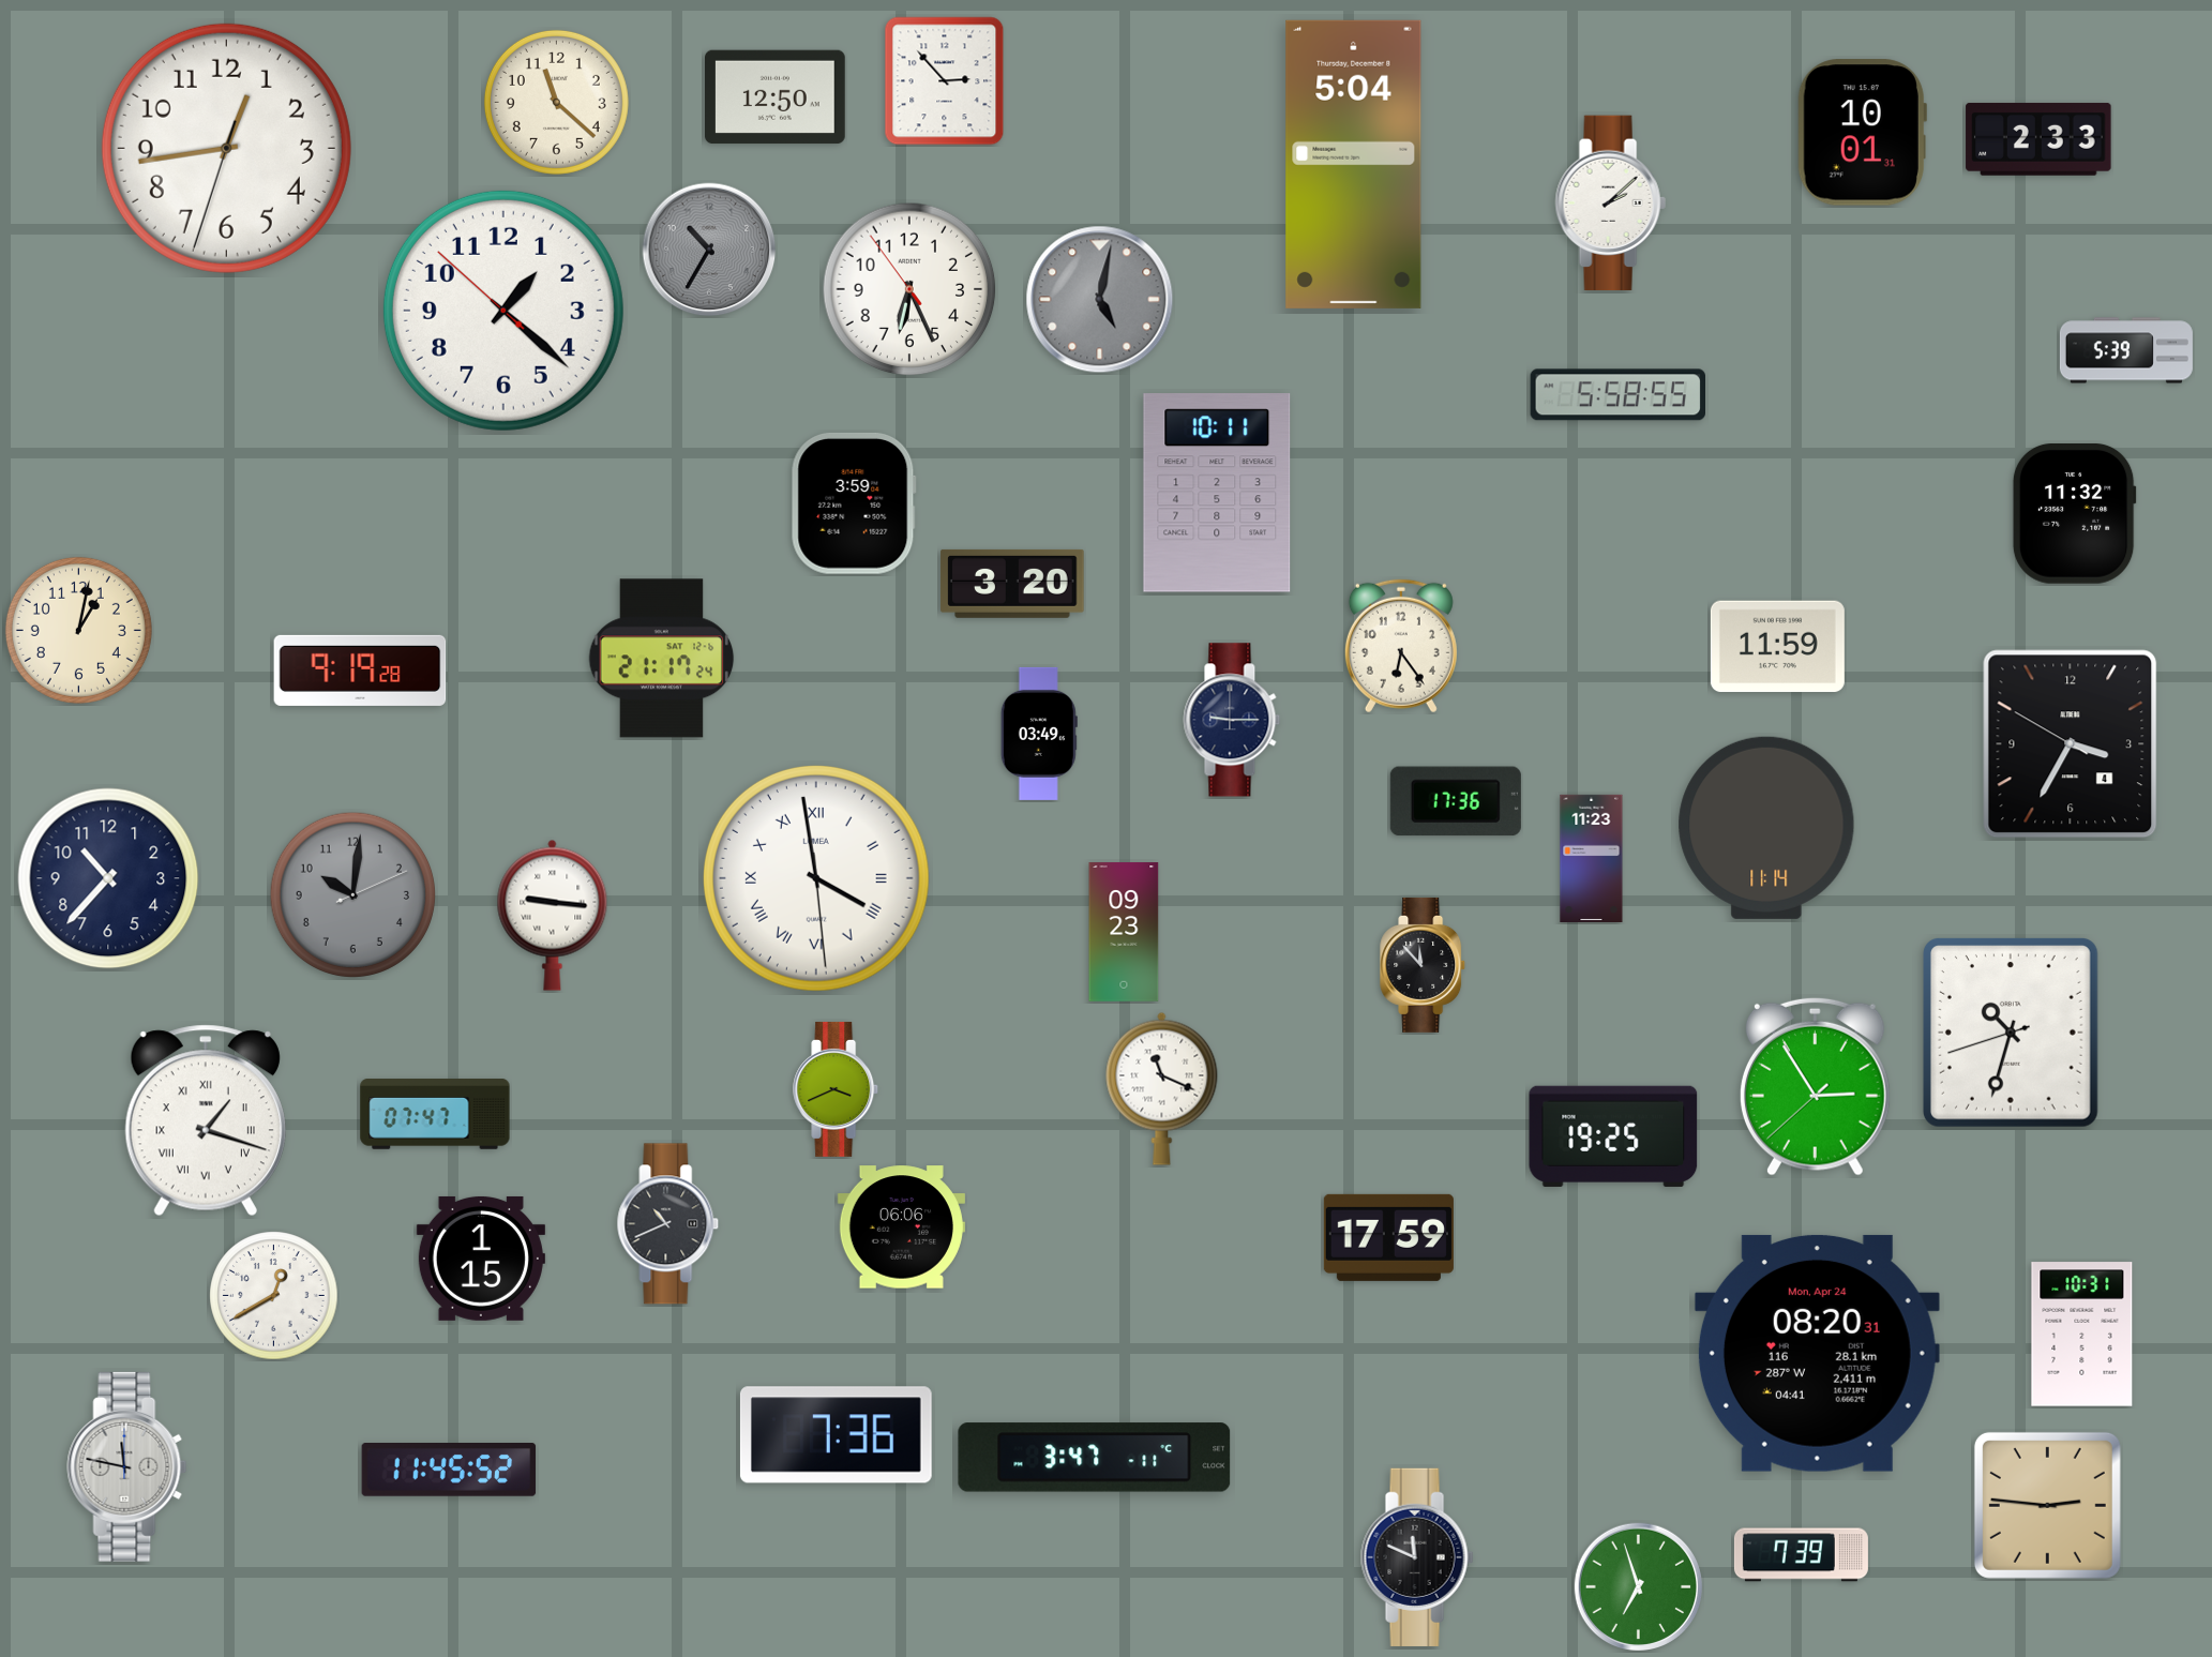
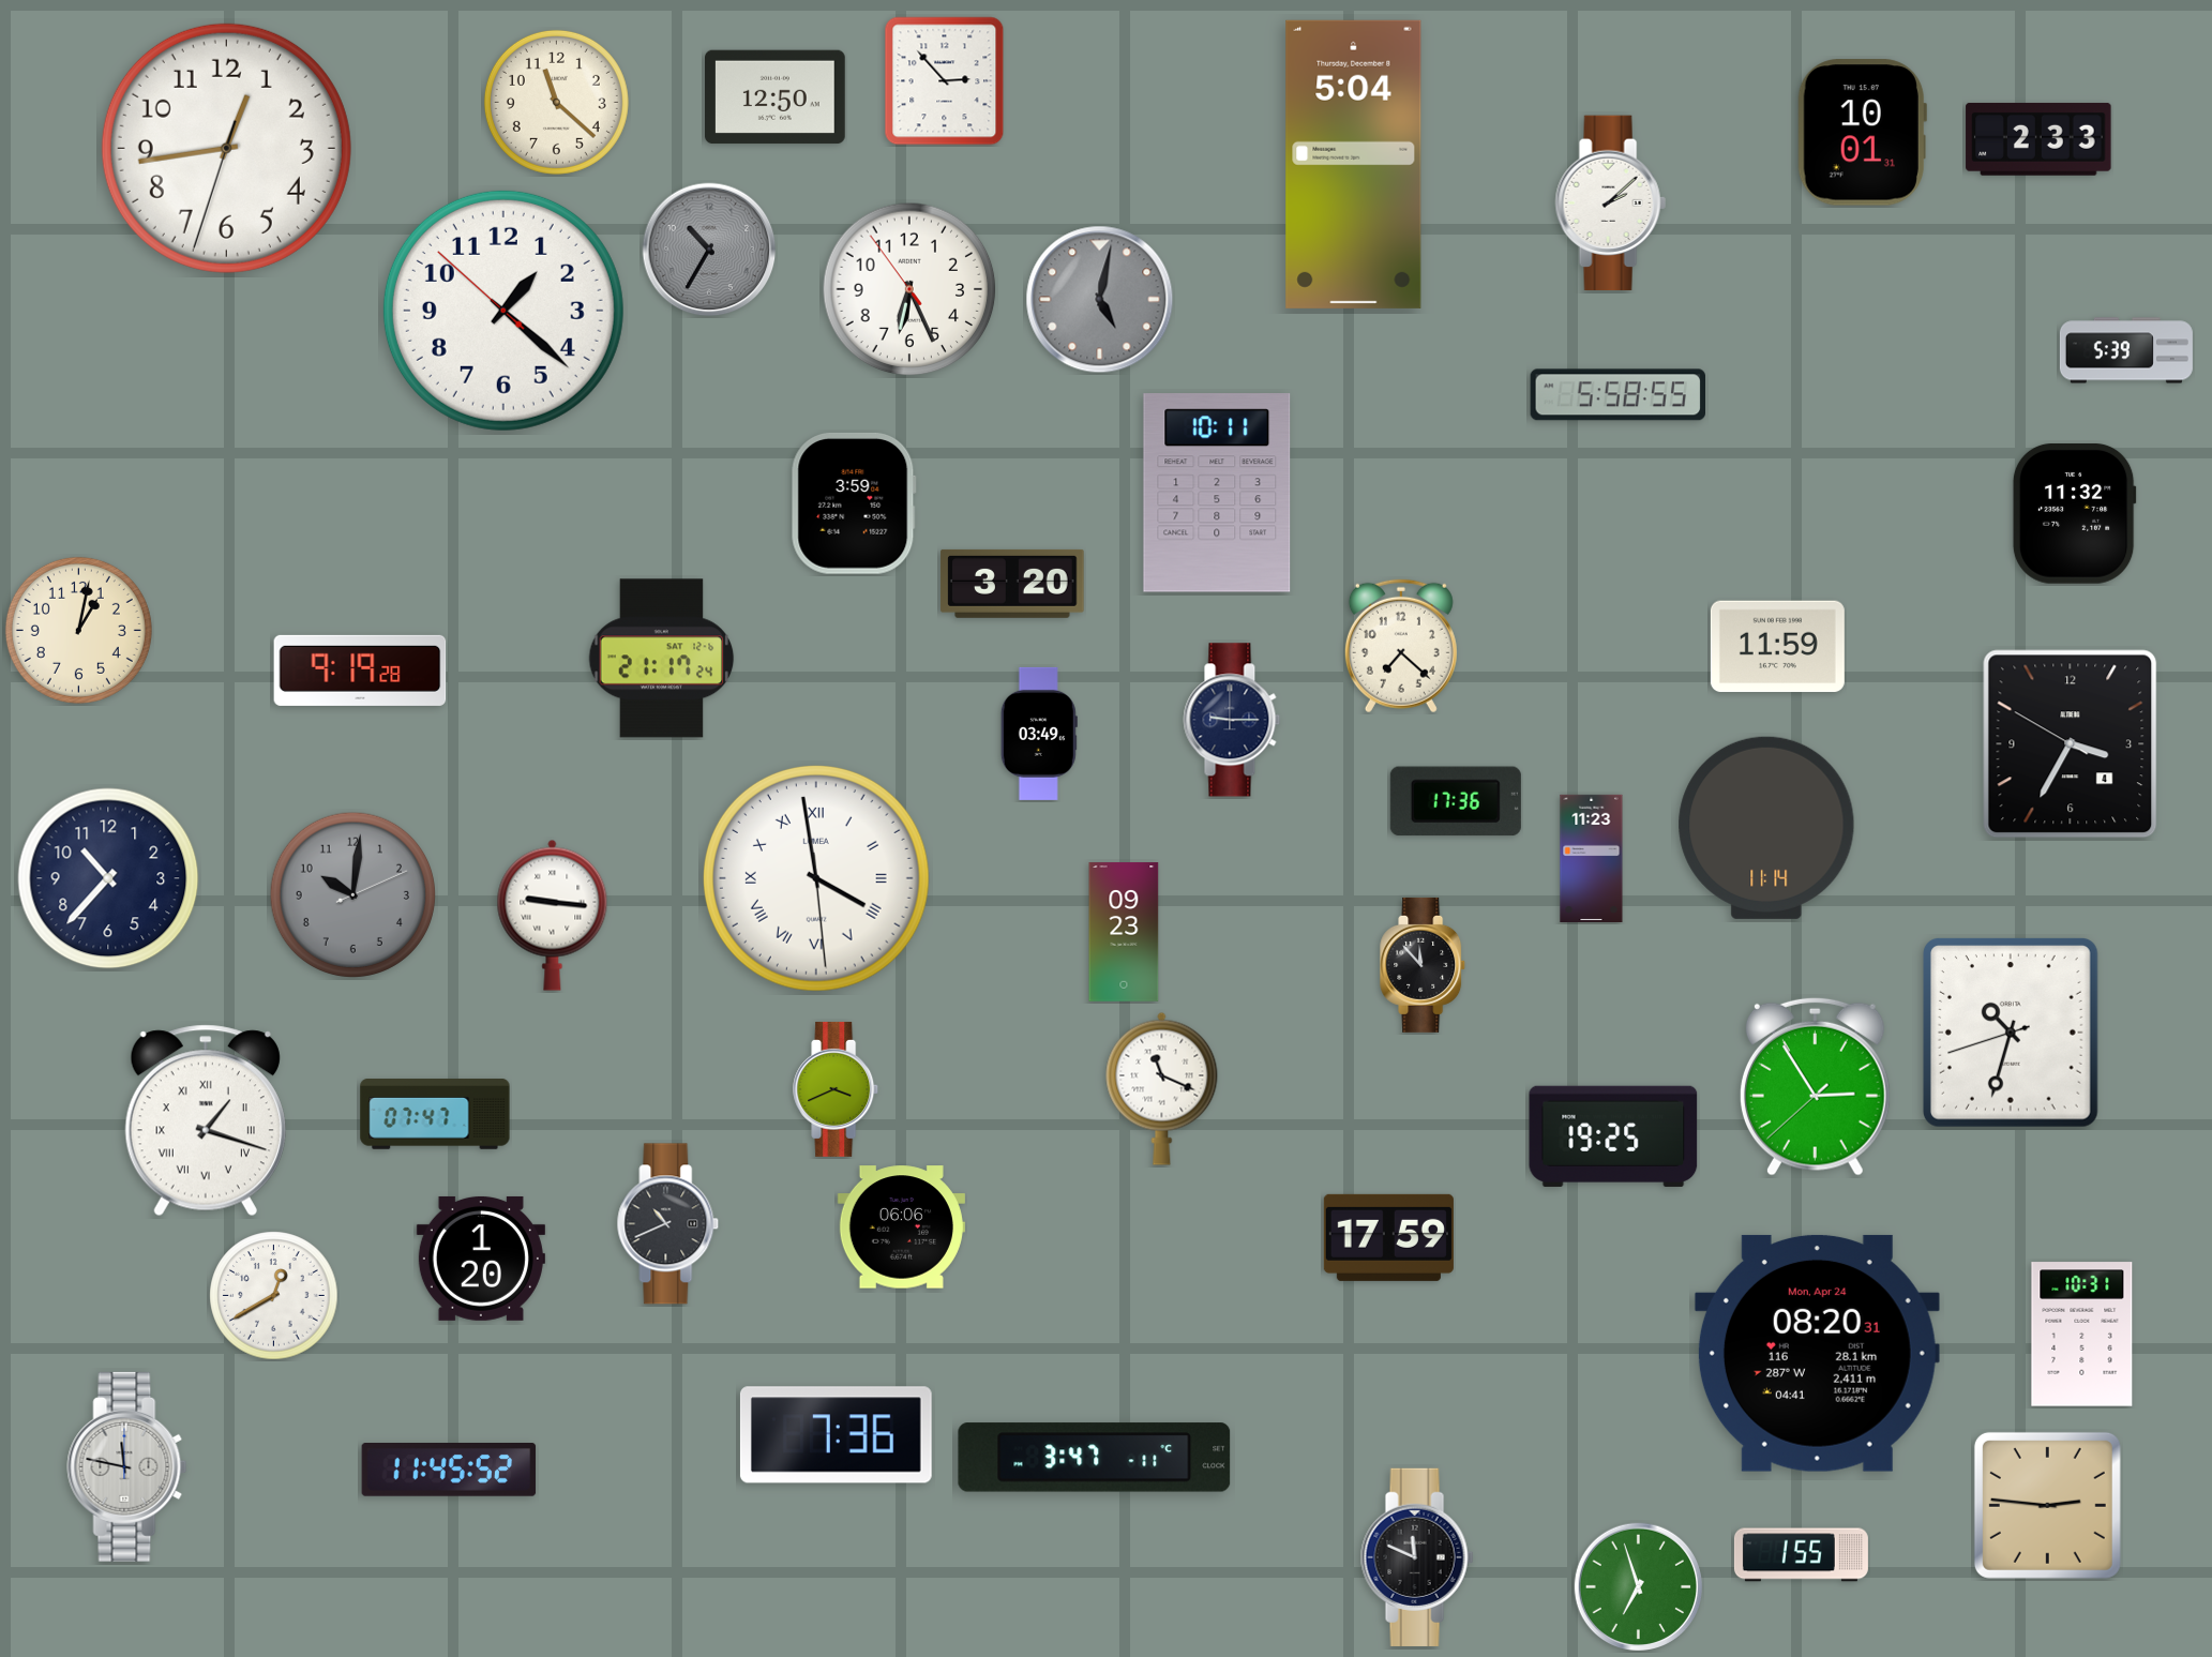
clock at (1401, 646): 6:24 -> 7:22
clock at (481, 1259): 1:15 -> 1:20
clock at (1801, 1555): 7:39 -> 1:55
